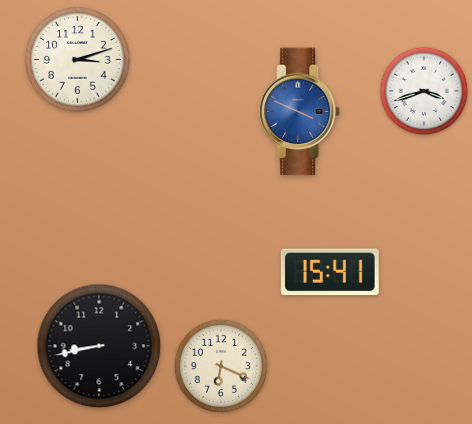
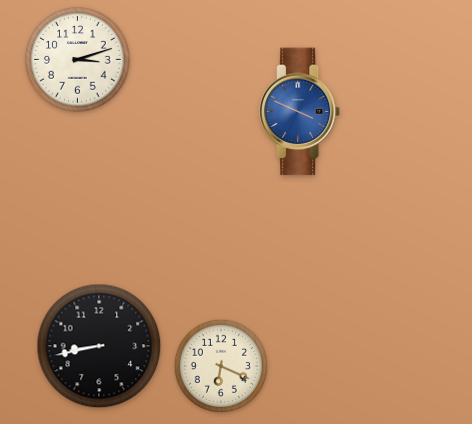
clock at (424, 91): 3:42 -> none
clock at (330, 272): 15:41 -> none
